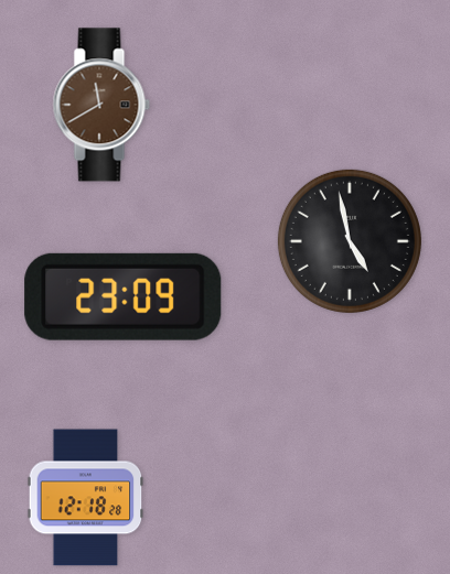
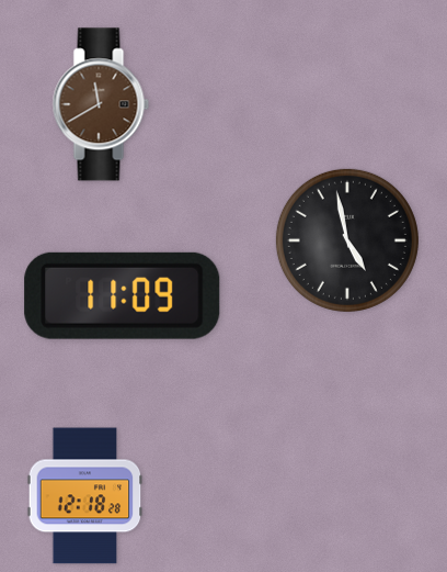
clock at (124, 296): 23:09 -> 11:09
